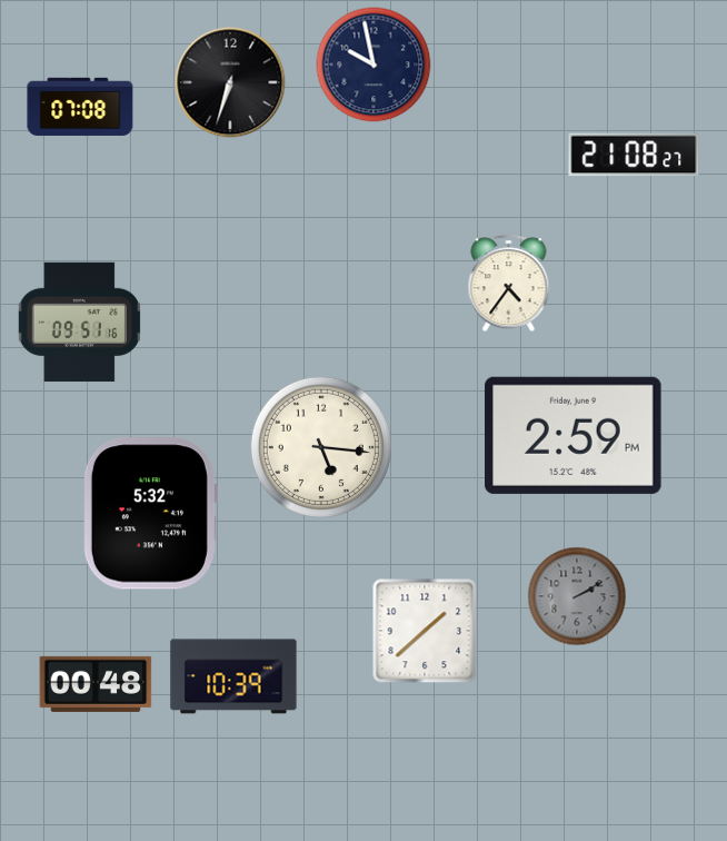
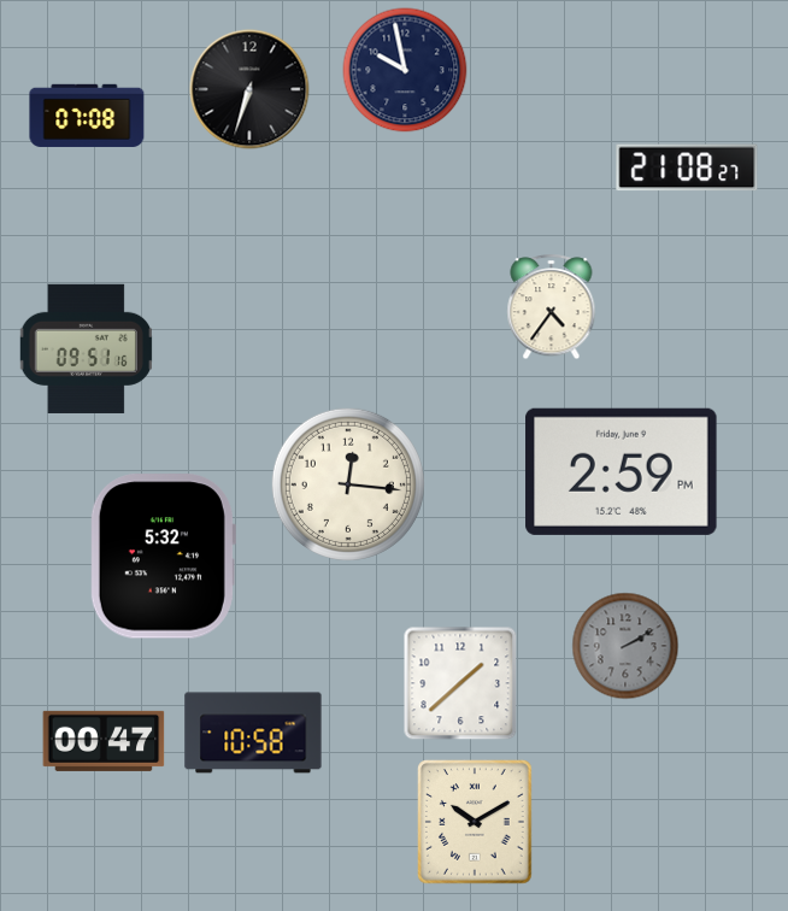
clock at (321, 447): 5:16 -> 12:16
clock at (233, 676): 10:39 -> 10:58
clock at (96, 684): 00:48 -> 00:47
clock at (476, 823): none -> 10:10
